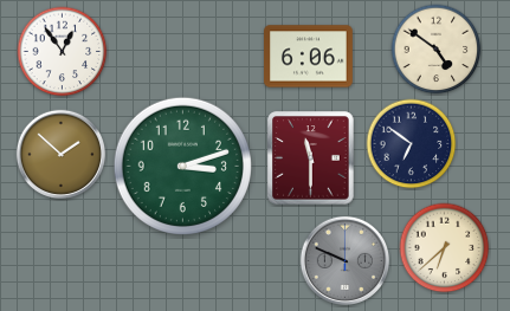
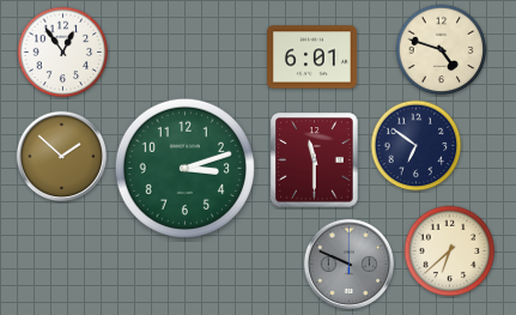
clock at (437, 50): 4:51 -> 4:48
clock at (309, 57): 6:06 -> 6:01
